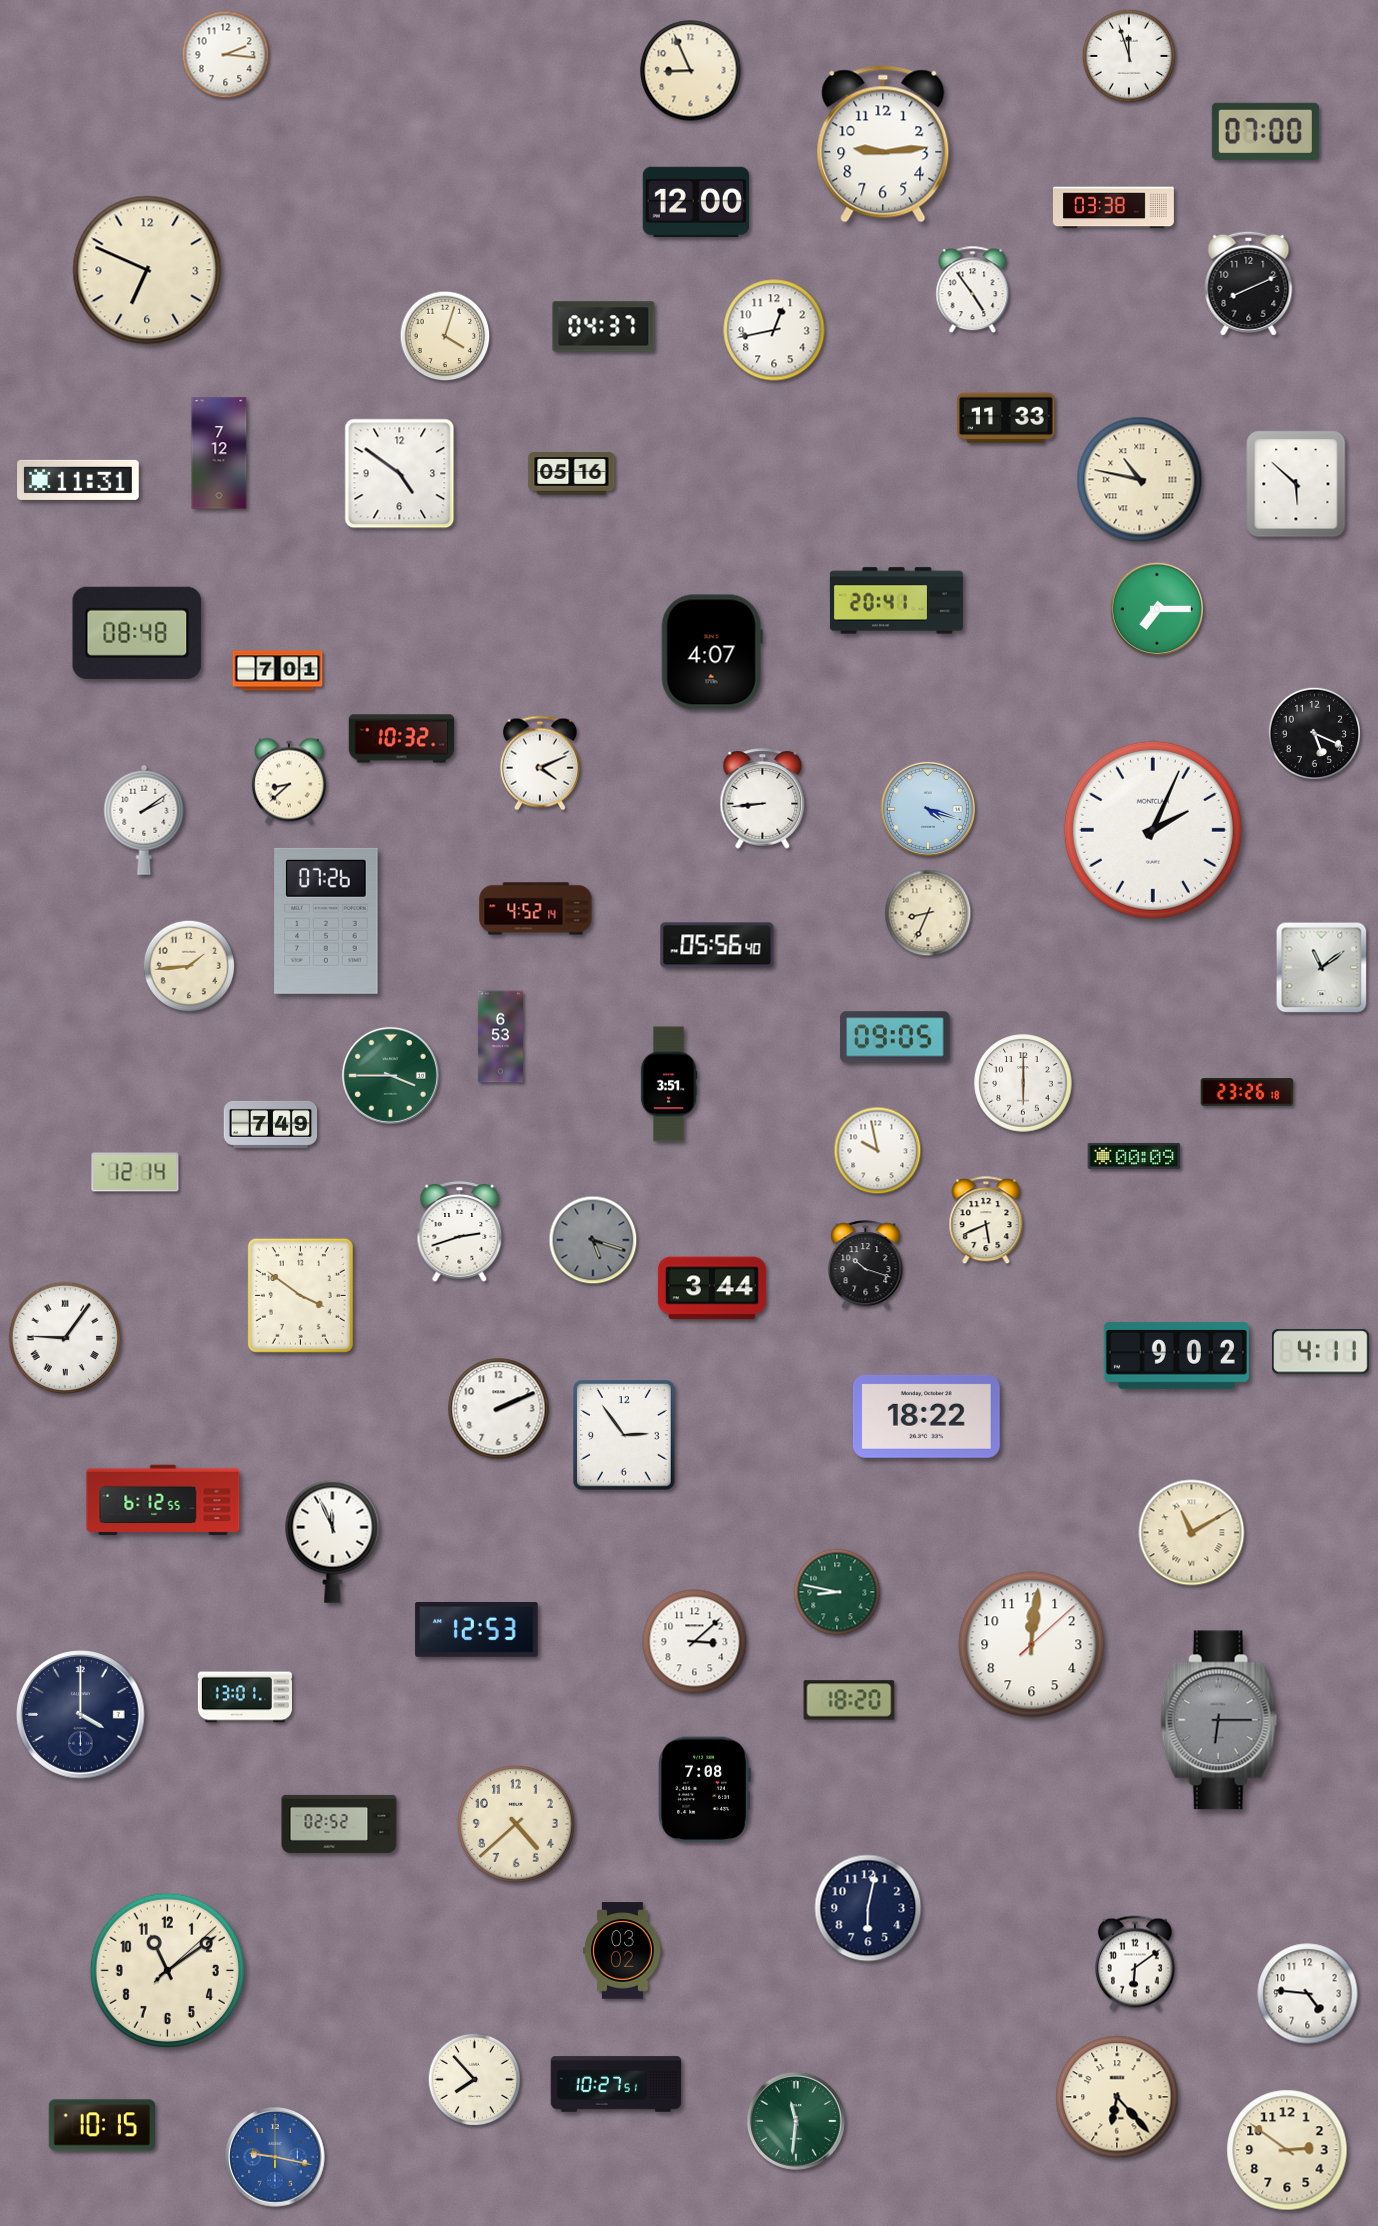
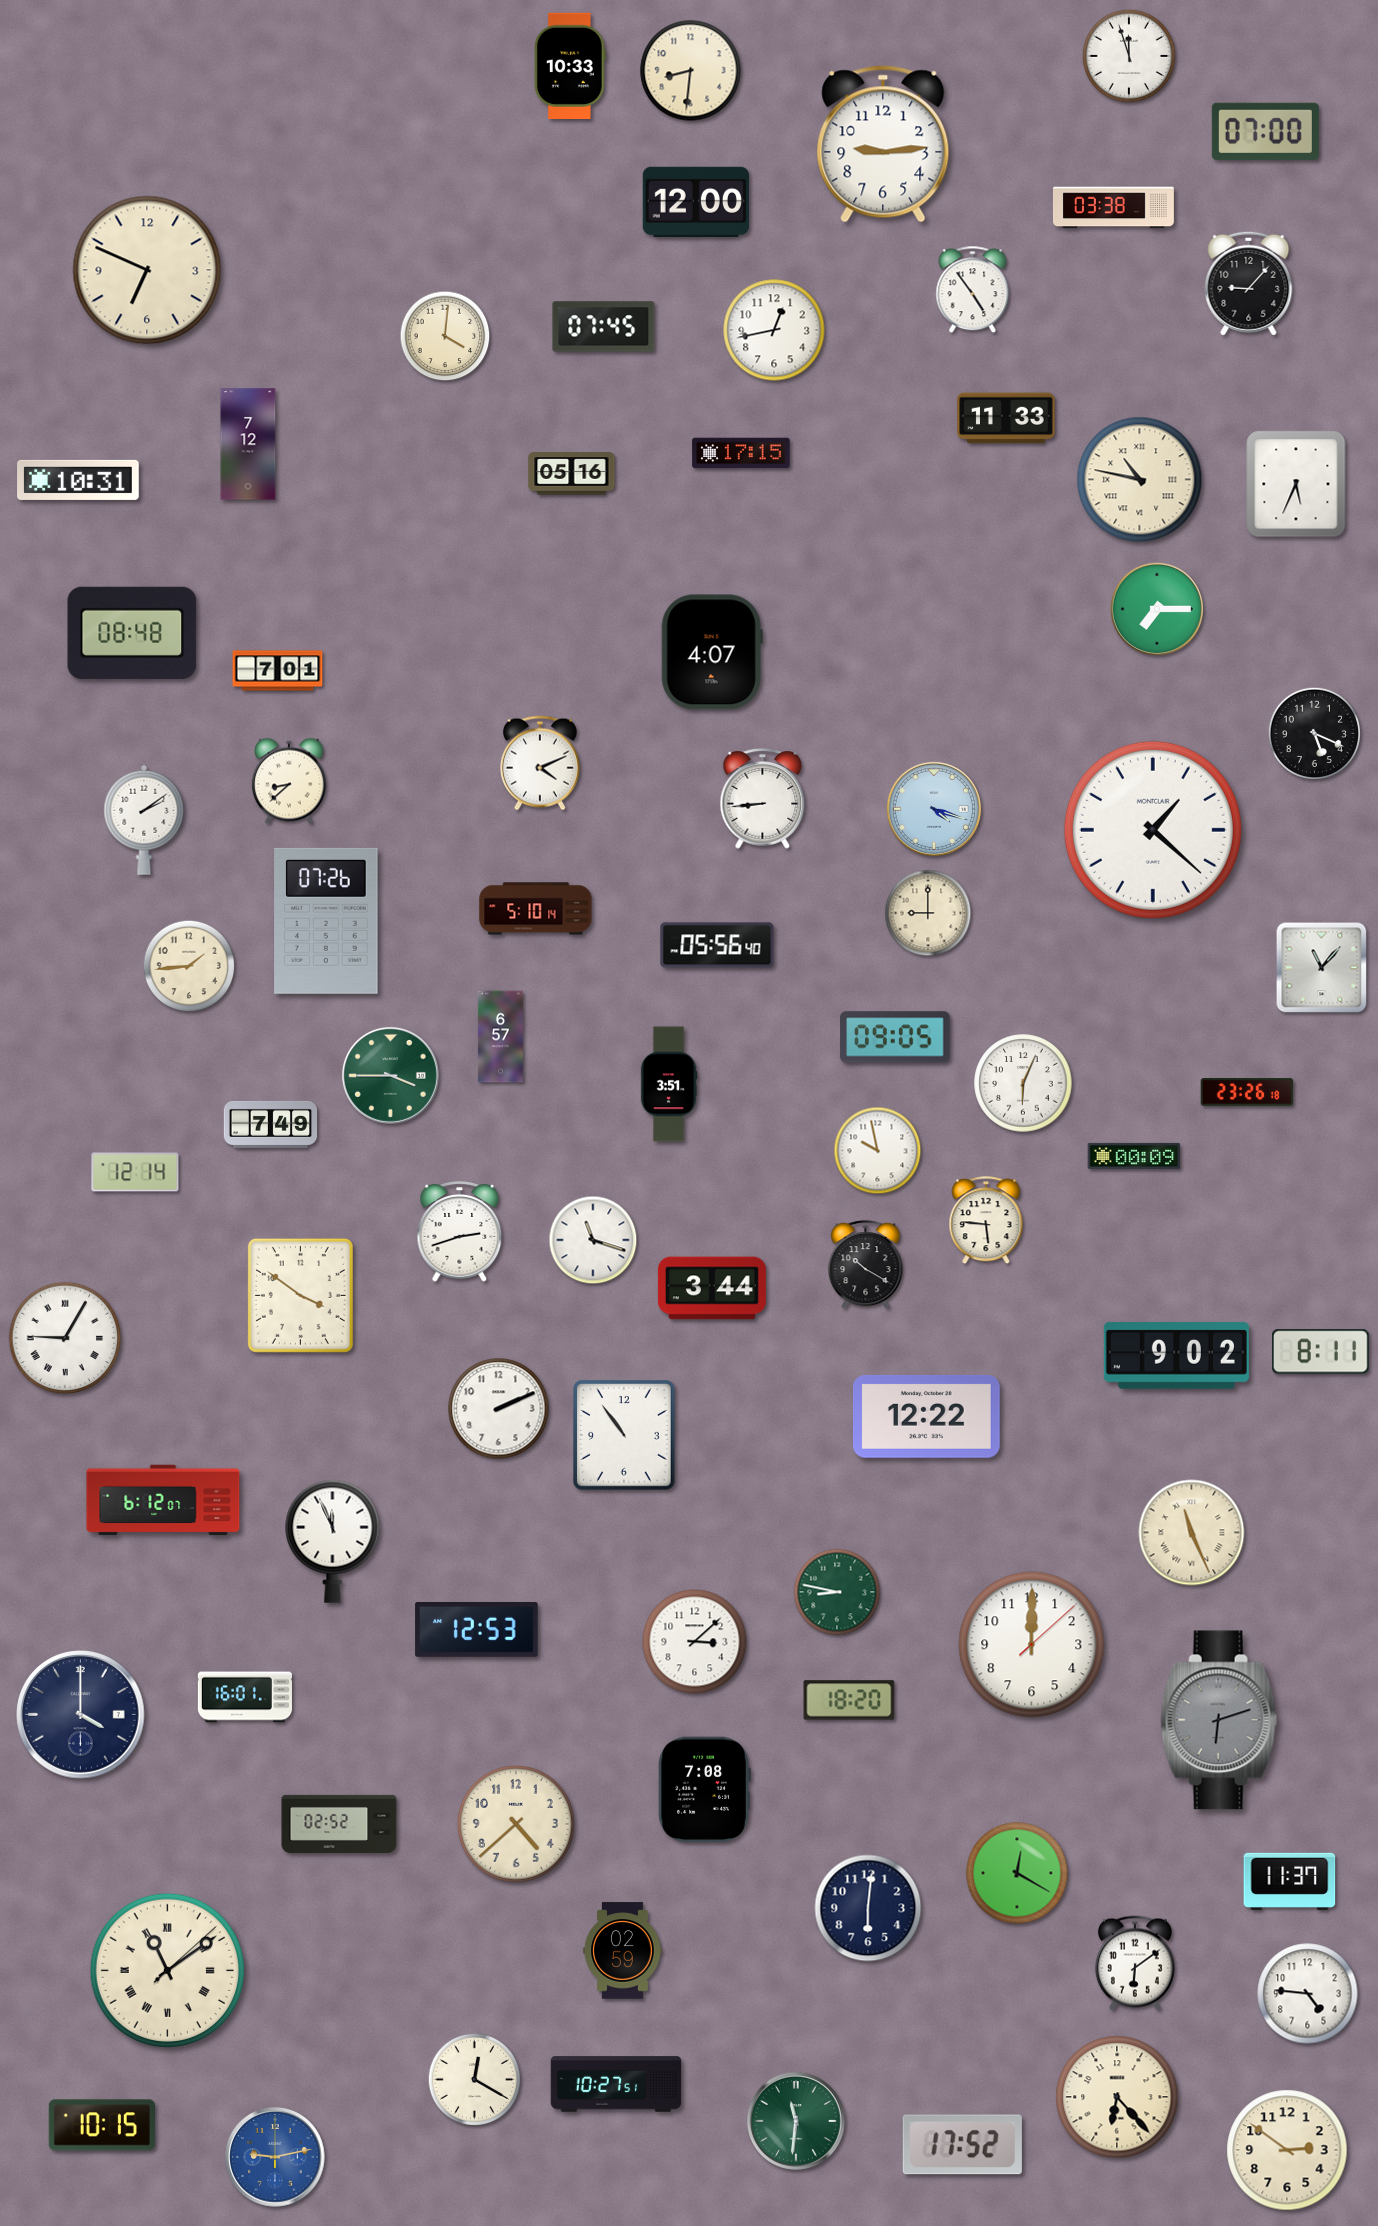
clock at (226, 55): 2:16 -> none
clock at (570, 65): none -> 10:33
clock at (691, 71): 8:56 -> 8:31
clock at (1249, 283): 8:11 -> 9:07
clock at (604, 327): 04:37 -> 07:45
clock at (445, 336): 4:03 -> 4:01
clock at (219, 453) position: (219, 453) -> (248, 444)
clock at (741, 453): none -> 17:15
clock at (400, 474): 4:51 -> none
clock at (78, 480): 11:31 -> 10:31
clock at (1296, 484): 5:52 -> 5:34
clock at (896, 601): 20:41 -> none
clock at (137, 633) position: (137, 633) -> (132, 633)
clock at (402, 739): 10:32 -> none
clock at (928, 809) position: (928, 809) -> (934, 809)
clock at (1153, 830): 2:04 -> 1:22
clock at (536, 909): 4:52 -> 5:10
clock at (928, 913): 8:34 -> 9:00
clock at (1322, 968): 11:09 -> 11:07
clock at (500, 1037): 6:53 -> 6:57
clock at (1023, 1083): 6:00 -> 6:04
clock at (986, 1221): 5:41 -> 5:46
clock at (593, 1240): 5:18 -> 11:18
clock at (593, 1240) dial: grey -> white
clock at (866, 1265): 10:18 -> 10:20
clock at (65, 1338): 9:06 -> 9:05
clock at (1321, 1352): 4:11 -> 8:11
clock at (926, 1416): 18:22 -> 12:22
clock at (625, 1435): 2:54 -> 10:54
clock at (163, 1500): 6:12:55 -> 6:12:07
clock at (1192, 1533): 11:10 -> 11:26
clock at (1032, 1645): 12:01 -> 12:00
clock at (245, 1697): 13:01 -> 16:01
clock at (1219, 1720): 6:15 -> 6:12
clock at (1017, 1873): none -> 12:20
clock at (1290, 1881): none -> 11:37
clock at (868, 1908): 6:02 -> 6:01
clock at (623, 1951): 03:02 -> 02:59
clock at (167, 1970) numerals: Arabic -> Roman
clock at (474, 2079): 7:53 -> 12:20
clock at (962, 2145): none -> 17:52
clock at (275, 2157): 9:17 -> 9:13
